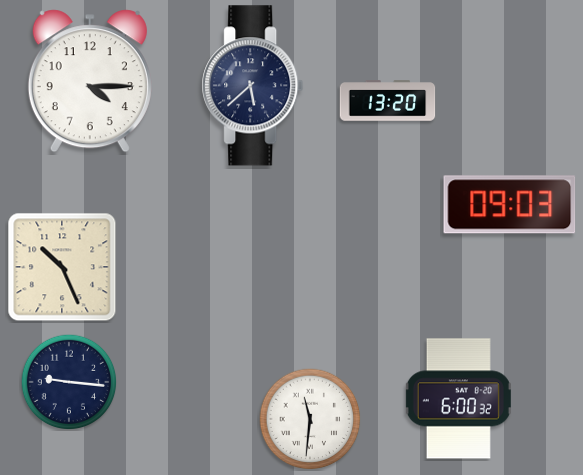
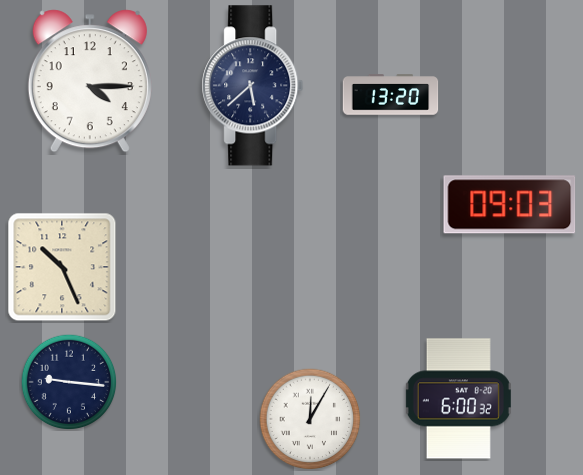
clock at (388, 101) position: (388, 101) -> (391, 95)
clock at (310, 419): 11:31 -> 12:05
